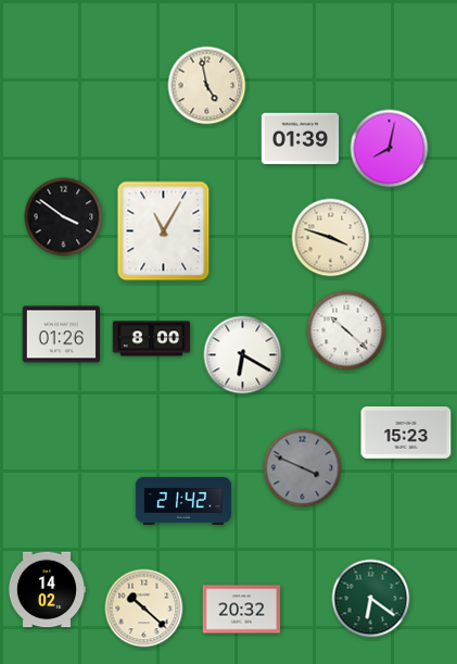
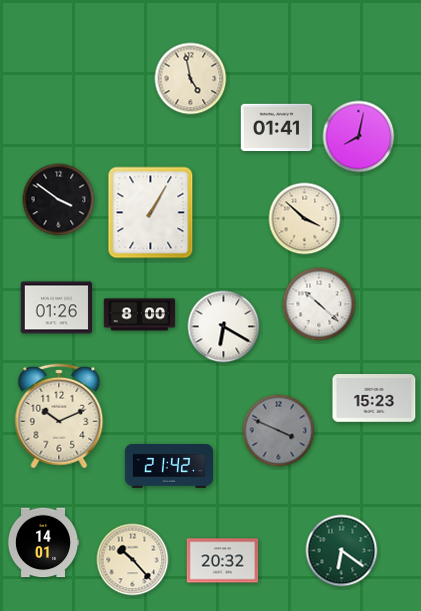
clock at (301, 139): 01:39 -> 01:41
clock at (164, 231): 11:05 -> 1:05
clock at (331, 238): 3:48 -> 3:52
clock at (152, 339) position: (152, 339) -> (140, 315)
clock at (59, 416): none -> 10:11
clock at (182, 501) position: (182, 501) -> (168, 466)
clock at (47, 590): 14:02 -> 14:01
clock at (144, 609): 10:22 -> 10:23
